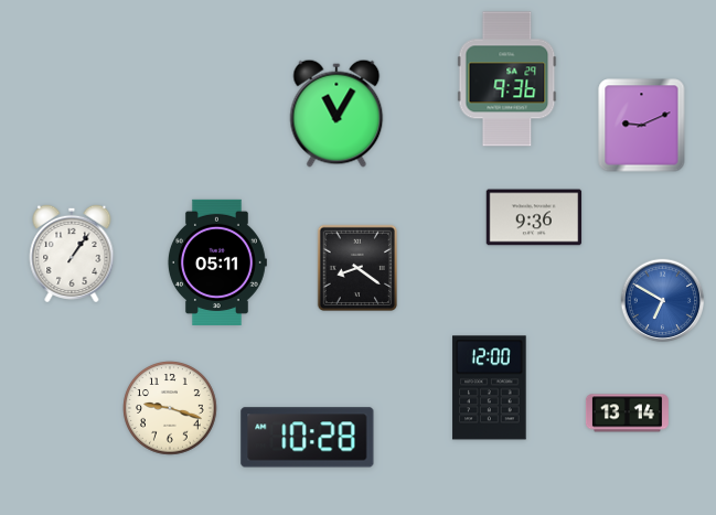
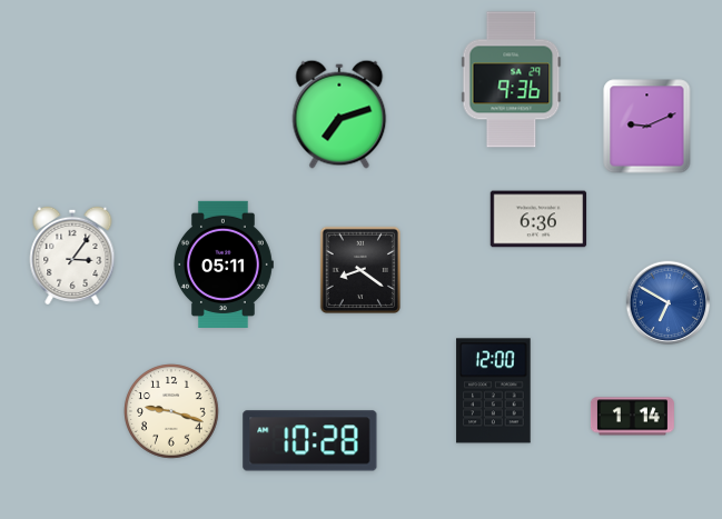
clock at (336, 114): 11:05 -> 7:12
clock at (534, 217): 9:36 -> 6:36
clock at (72, 253): 1:06 -> 3:06
clock at (216, 262) position: (216, 262) -> (222, 265)
clock at (627, 414): 13:14 -> 1:14
